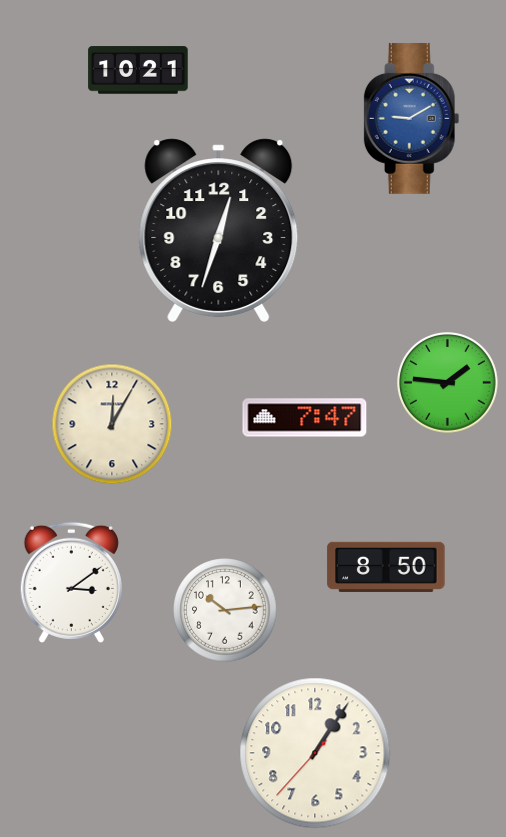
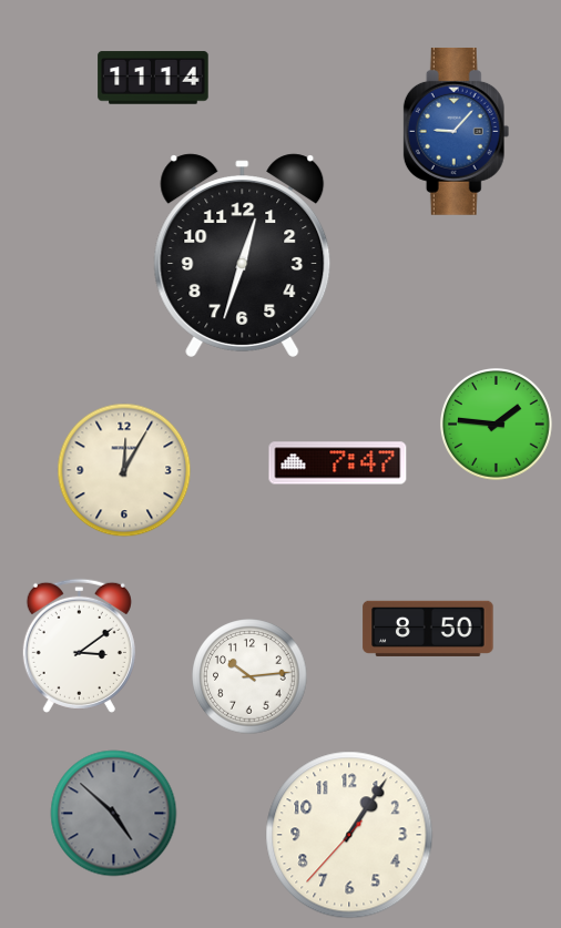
clock at (138, 70): 10:21 -> 11:14
clock at (412, 118): 9:10 -> 9:07
clock at (114, 814): none -> 4:52
